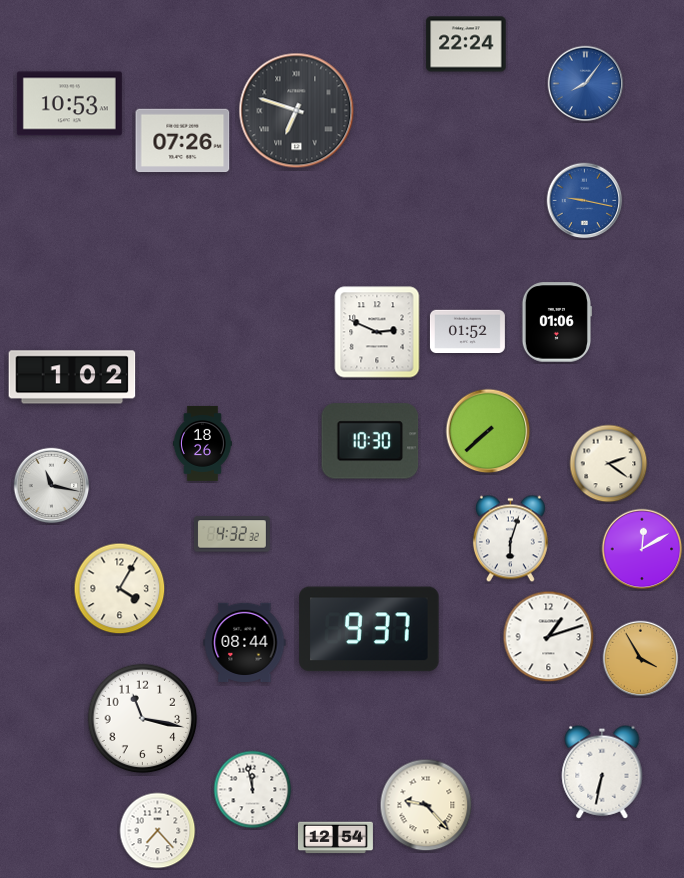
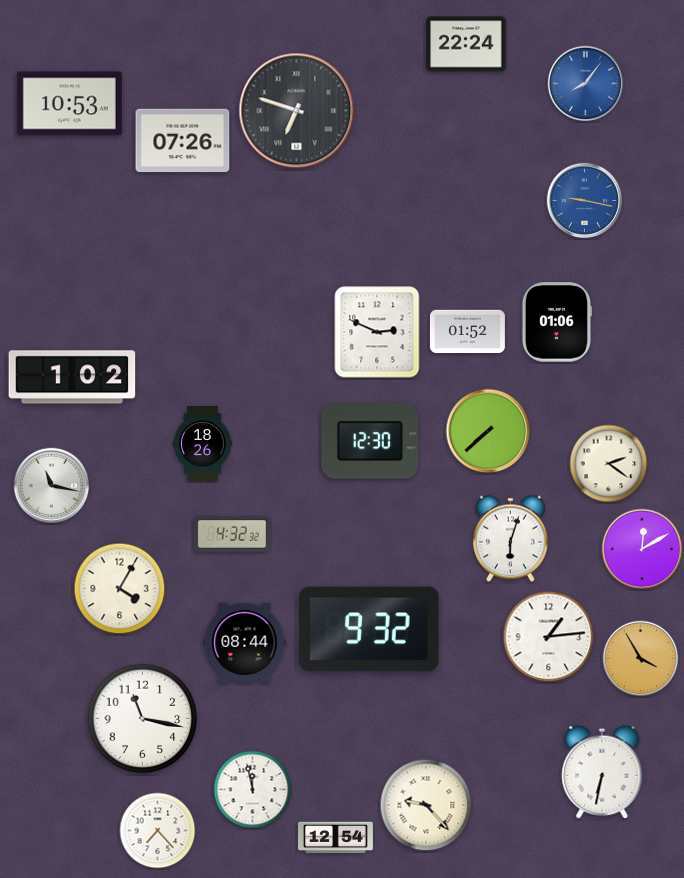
clock at (370, 441): 10:30 -> 12:30
clock at (369, 629): 9:37 -> 9:32
clock at (549, 637): 1:12 -> 1:14
